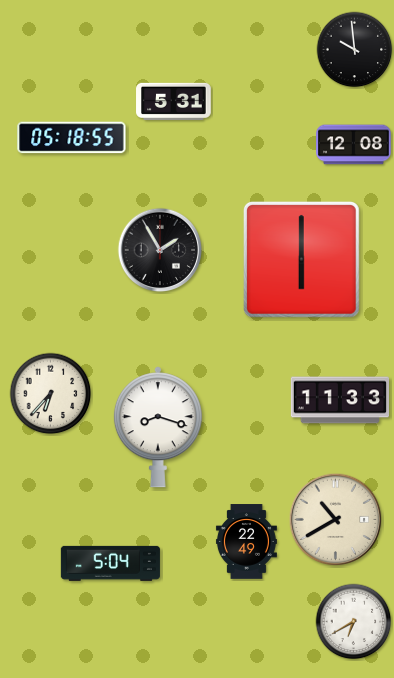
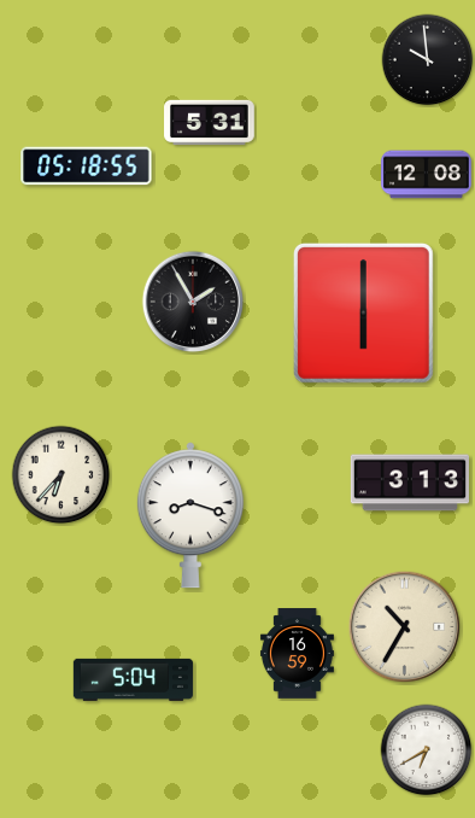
clock at (339, 400): 11:33 -> 3:13
clock at (336, 520): 10:40 -> 10:35
clock at (246, 542): 22:49 -> 16:59
